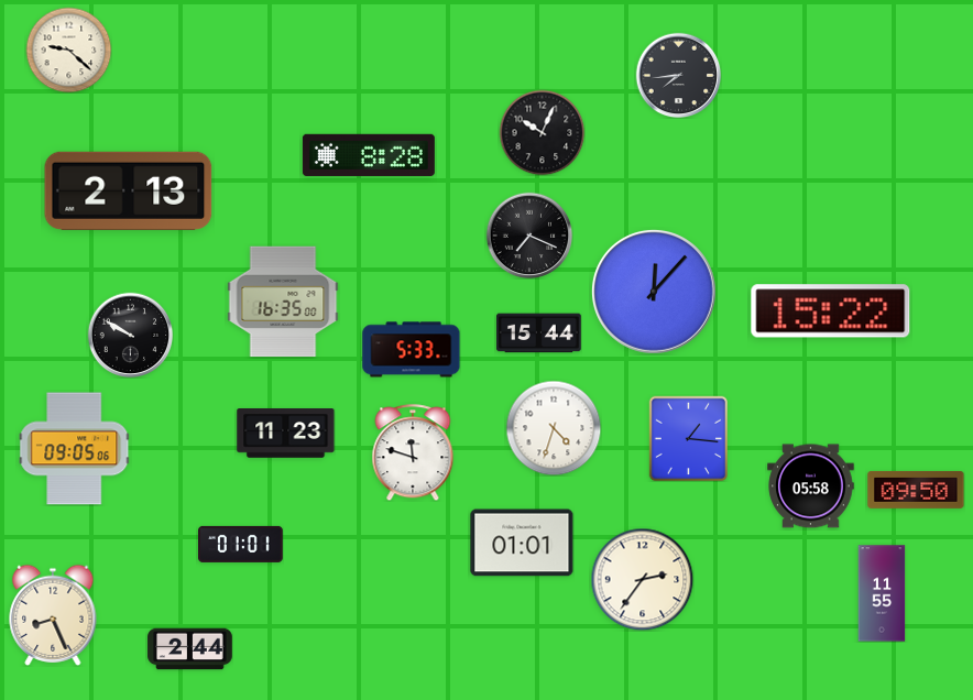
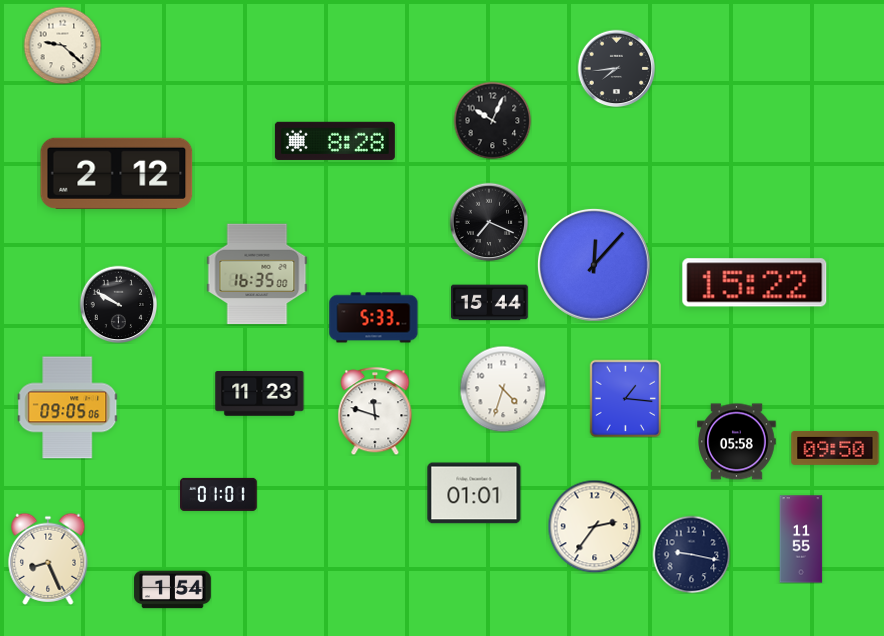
clock at (129, 190): 2:13 -> 2:12
clock at (529, 236) position: (529, 236) -> (489, 222)
clock at (916, 490) position: (916, 490) -> (835, 448)
clock at (642, 579) position: (642, 579) -> (594, 526)
clock at (691, 554): none -> 9:17
clock at (190, 649): 2:44 -> 1:54
